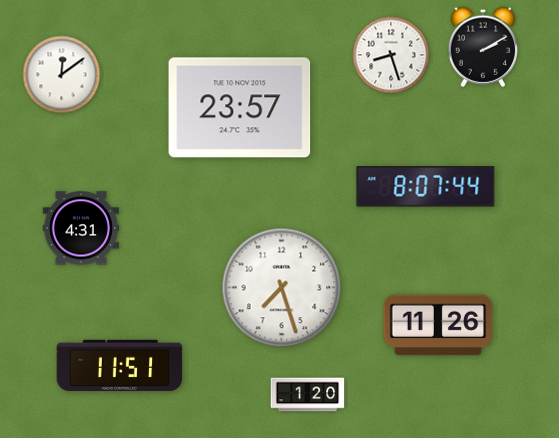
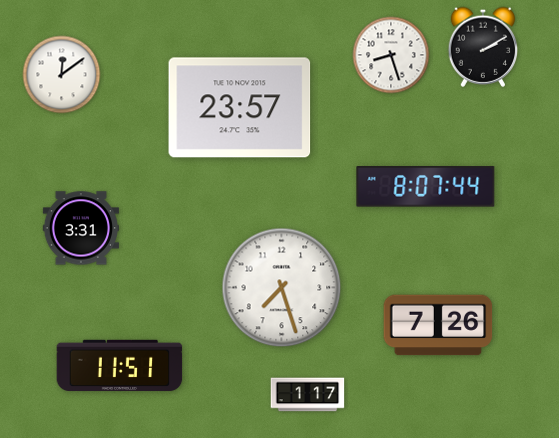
clock at (81, 228): 4:31 -> 3:31
clock at (438, 325): 11:26 -> 7:26
clock at (308, 395): 1:20 -> 1:17
